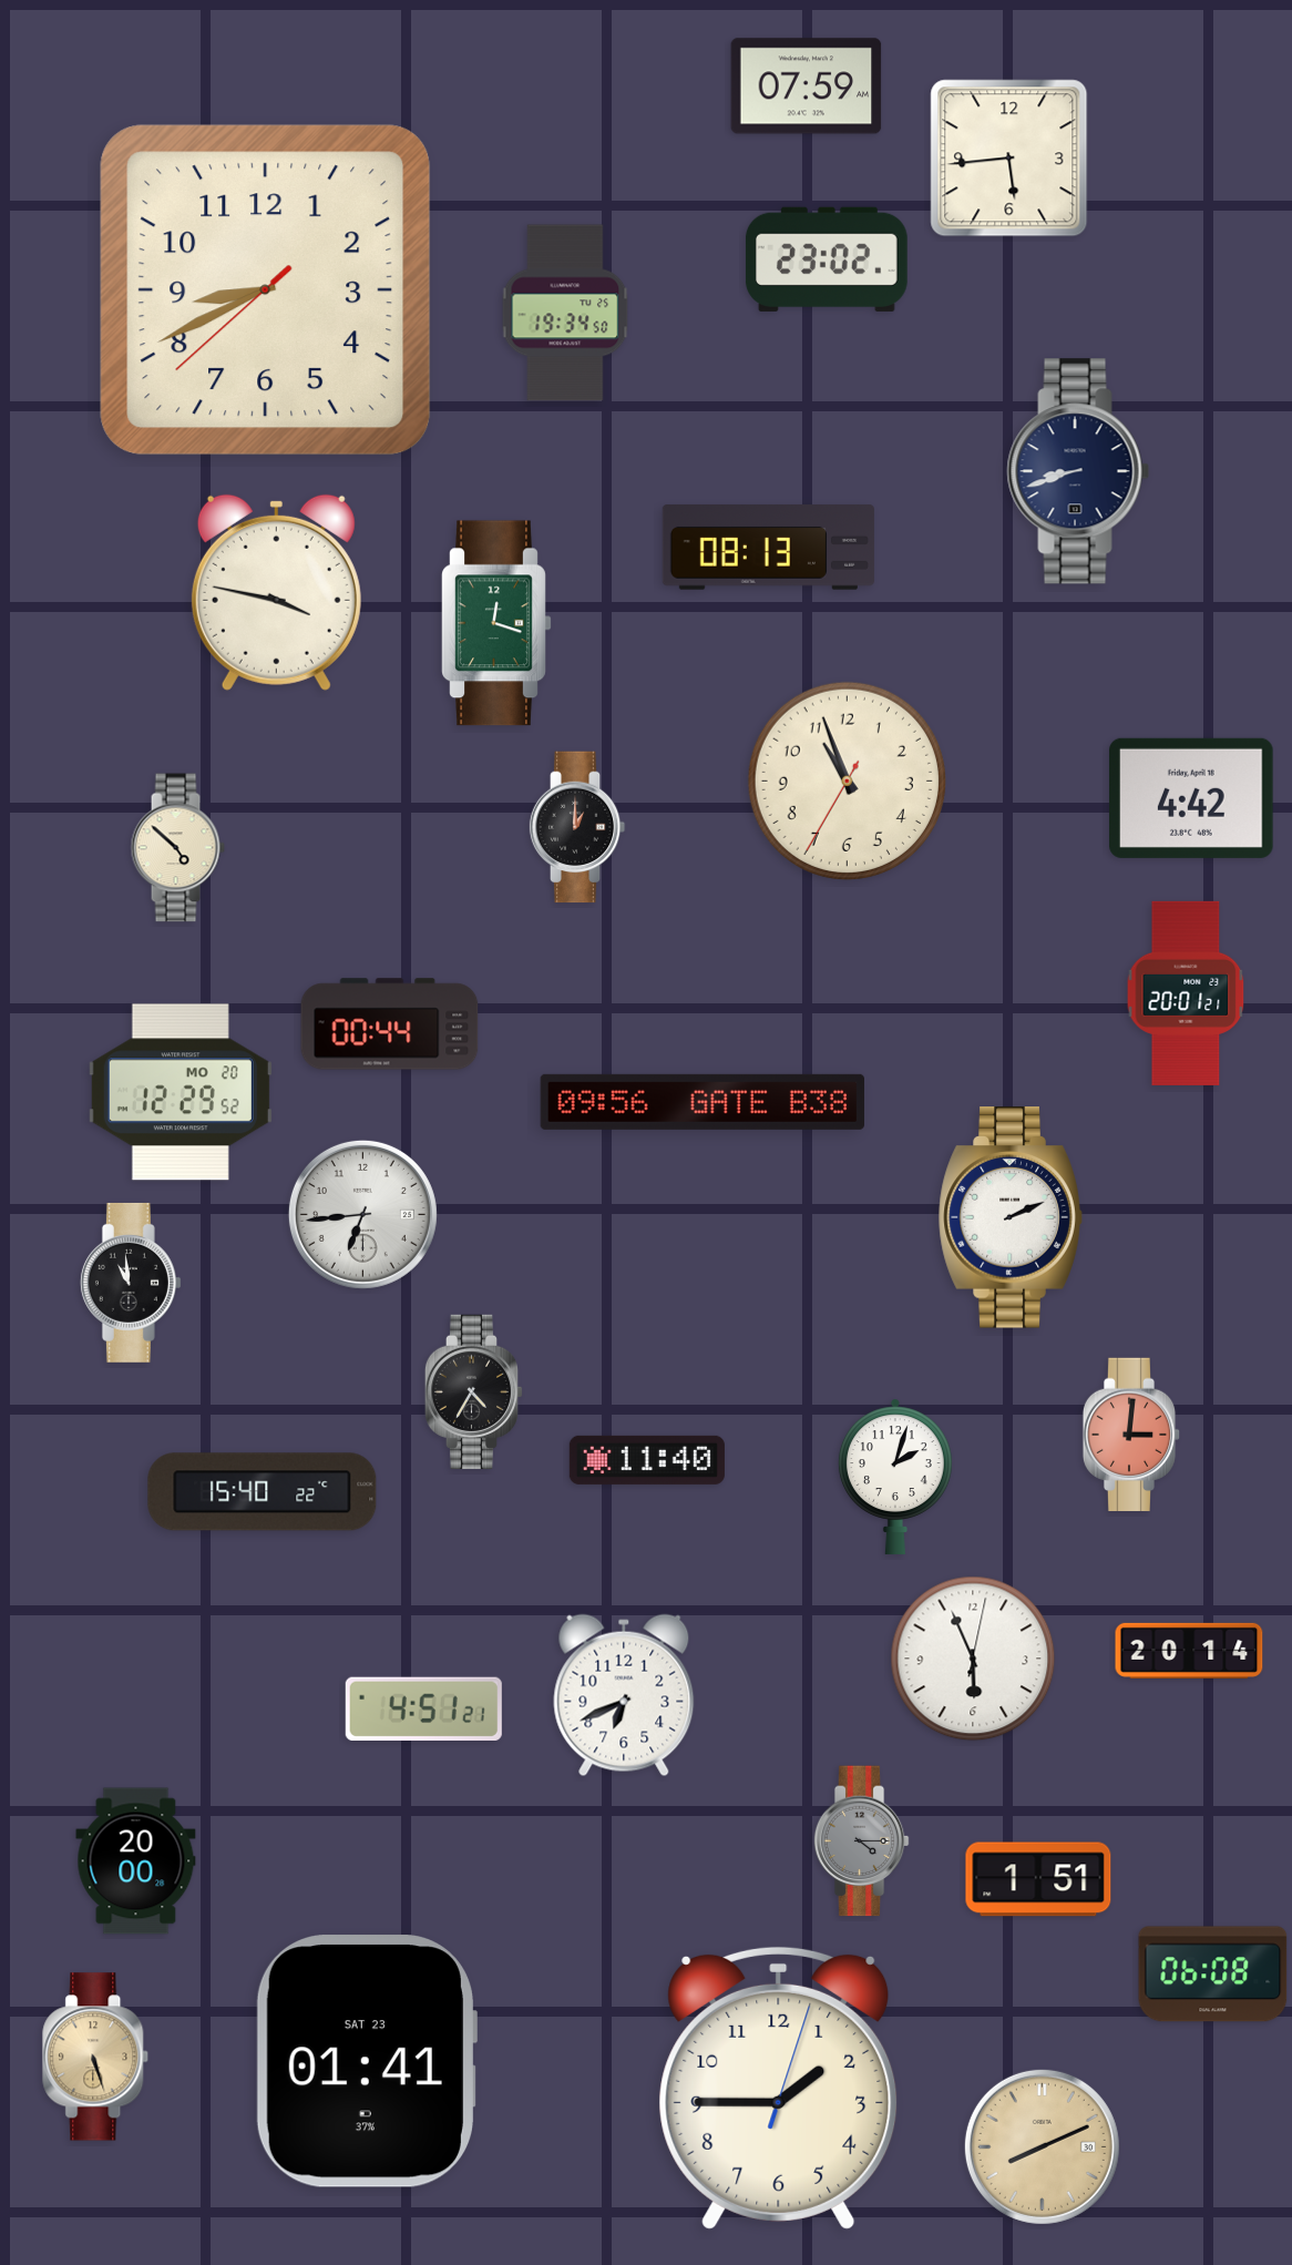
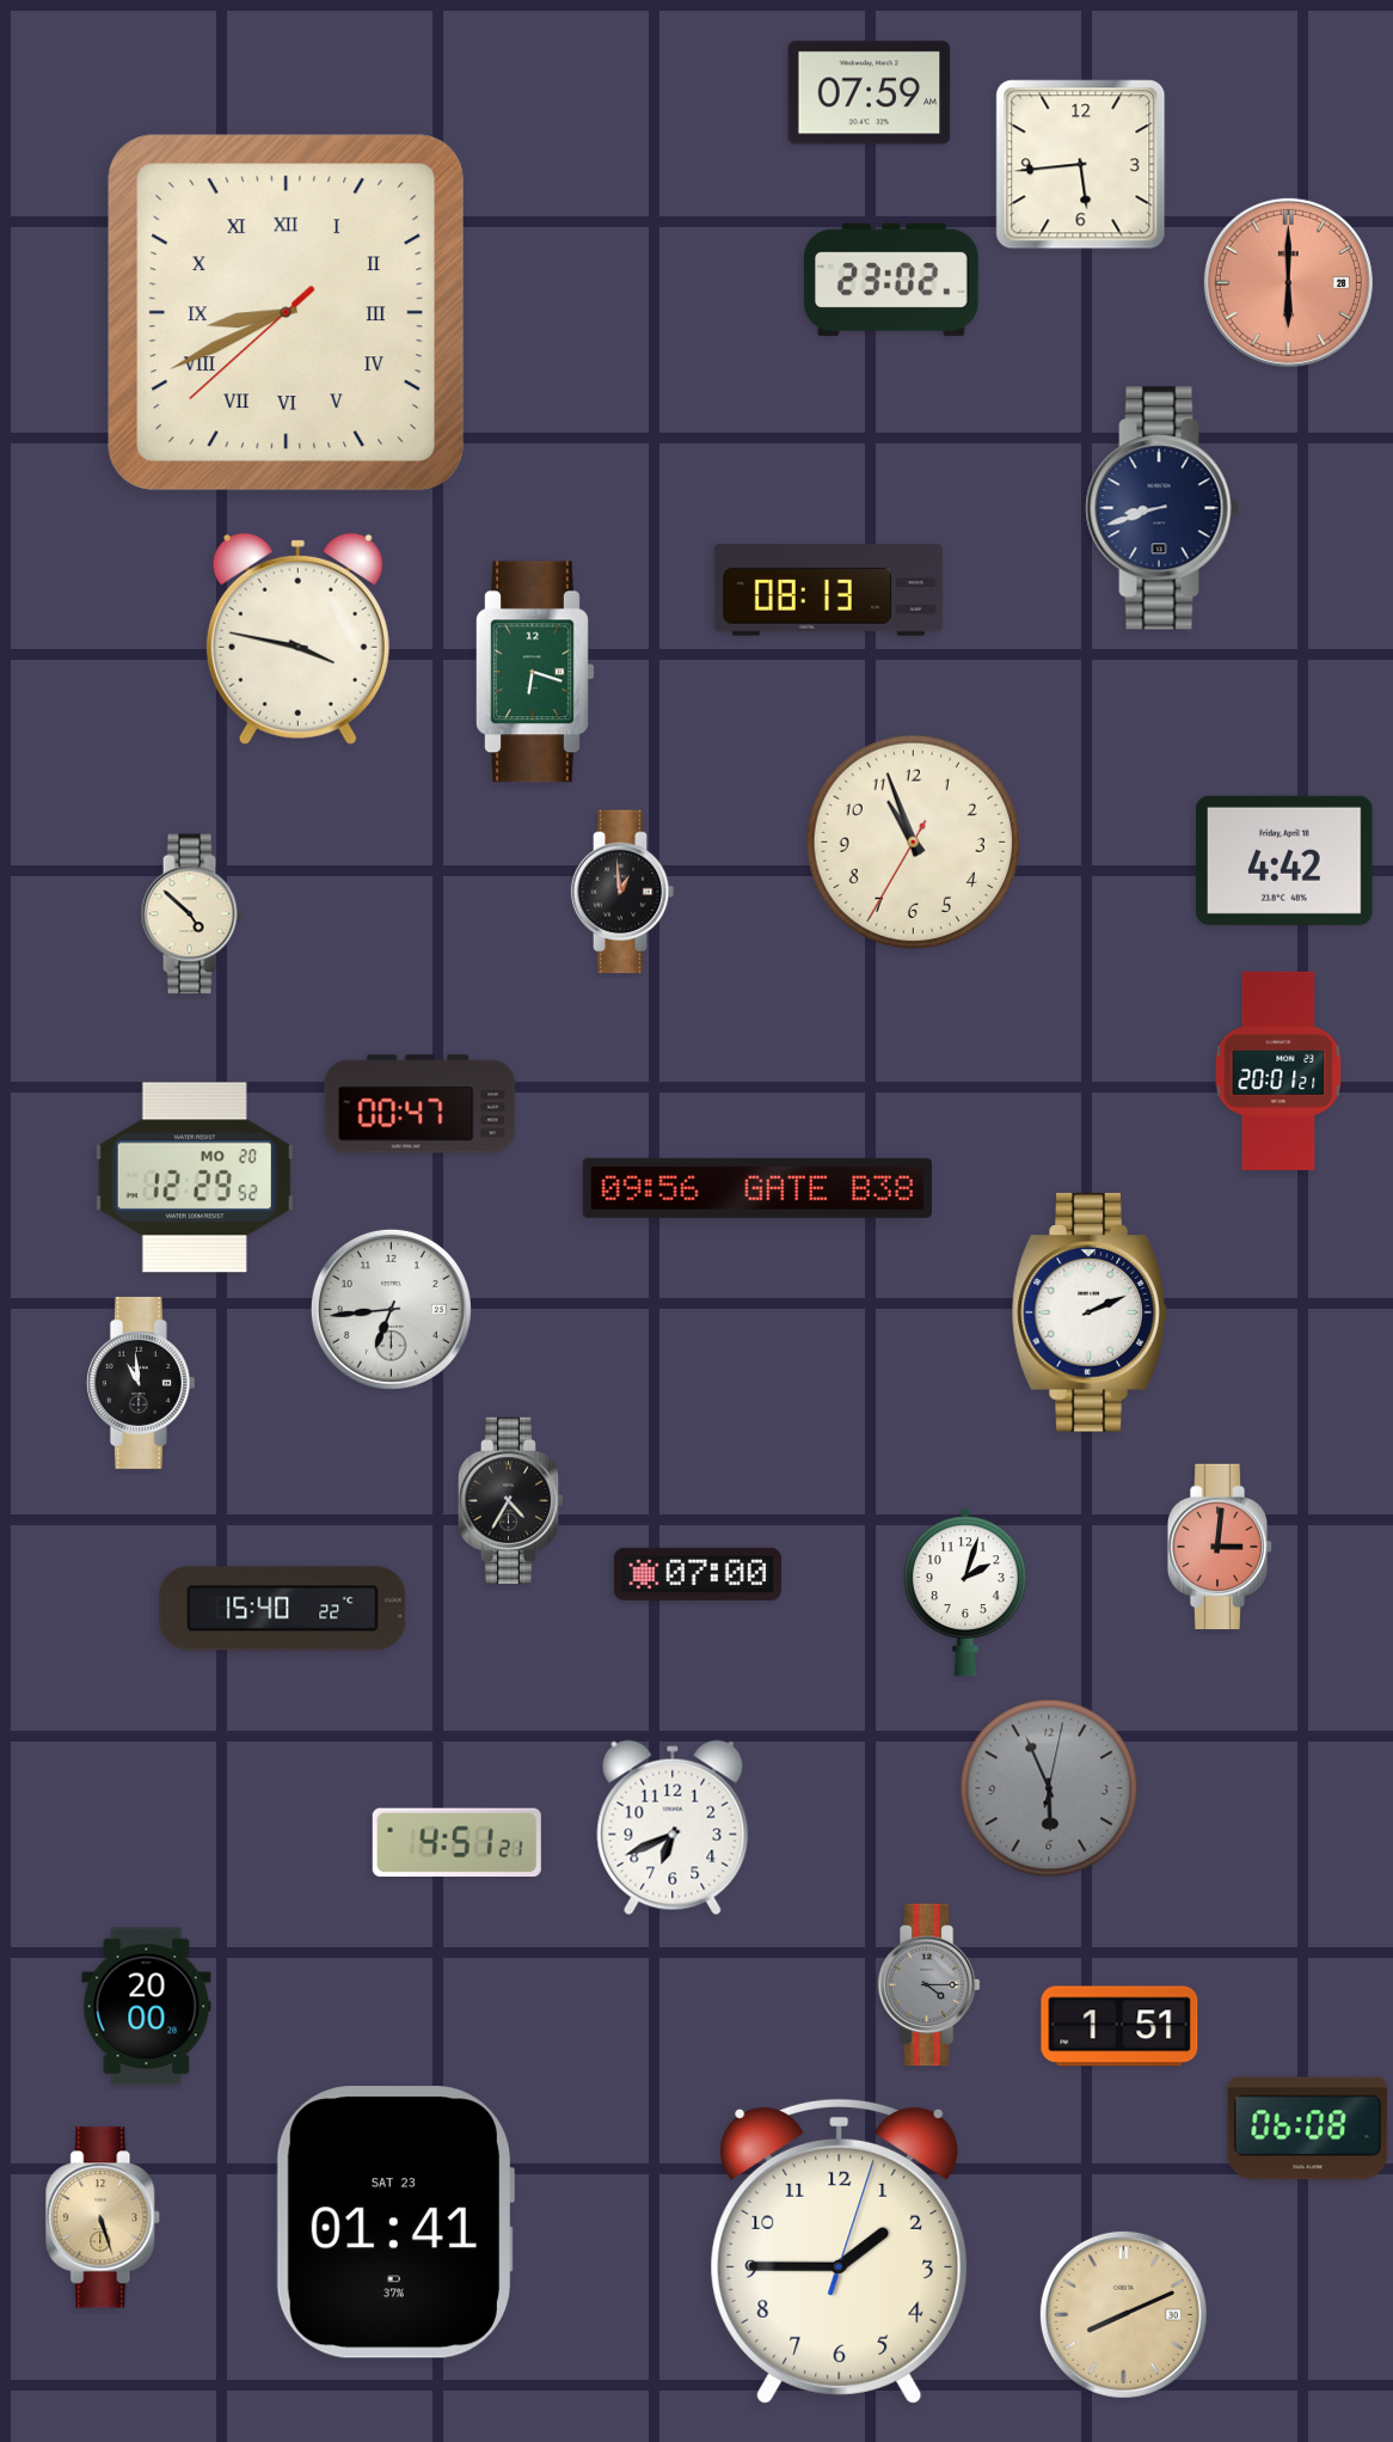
clock at (1009, 159) position: (1009, 159) -> (1081, 165)
clock at (1288, 282): none -> 6:00
clock at (266, 290) numerals: Arabic -> Roman
clock at (565, 313): 19:34 -> none
clock at (496, 623): 12:18 -> 6:18
clock at (577, 827): 1:00 -> 12:59
clock at (390, 1024): 00:44 -> 00:47
clock at (647, 1460): 11:40 -> 07:00
clock at (1189, 1651): 20:14 -> none
clock at (973, 1659) dial: white -> grey
